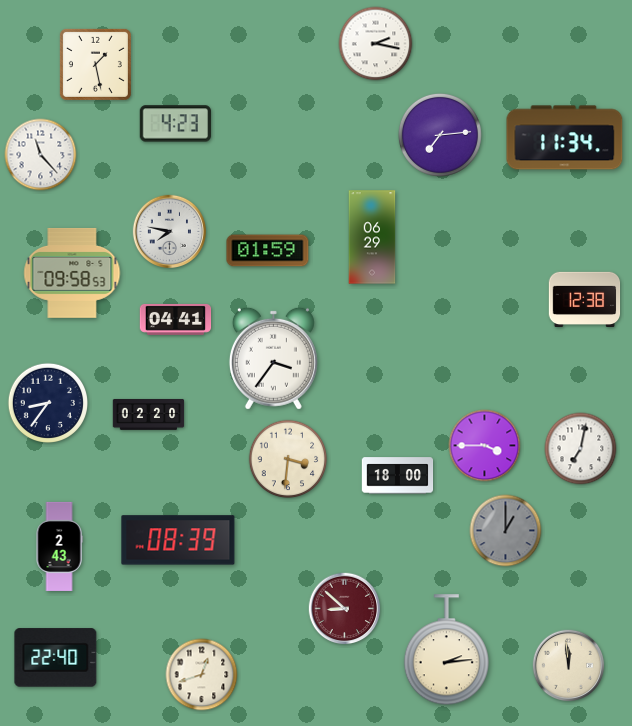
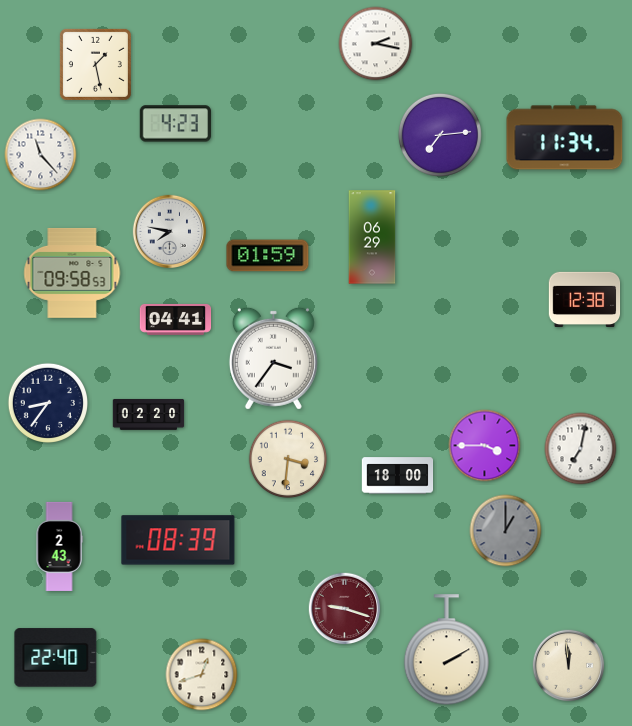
clock at (268, 251) position: (268, 251) -> (268, 256)
clock at (345, 609): 8:52 -> 9:18
clock at (446, 650): 2:14 -> 2:10
